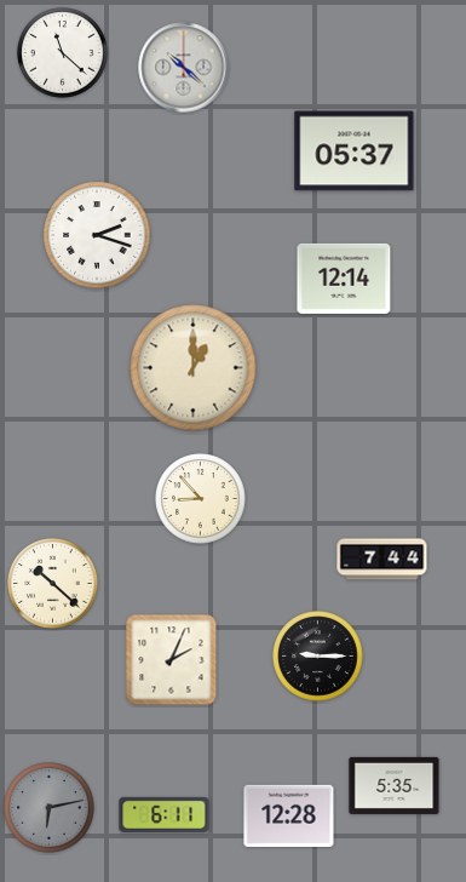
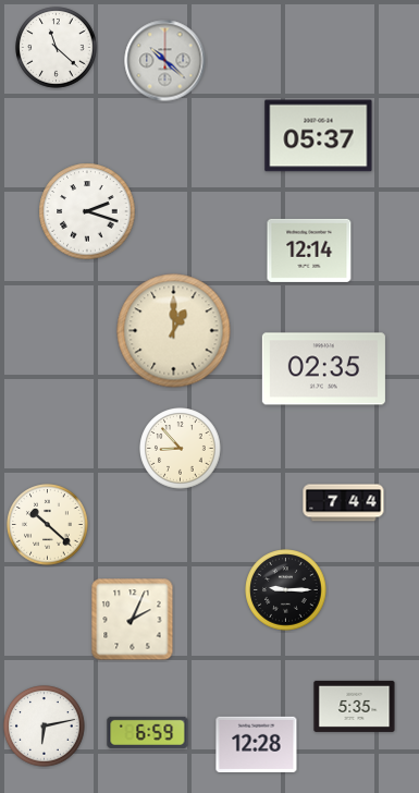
clock at (323, 369): none -> 02:35
clock at (172, 660) position: (172, 660) -> (133, 620)
clock at (50, 808) dial: grey -> white
clock at (165, 814): 6:11 -> 6:59
clock at (289, 815) position: (289, 815) -> (257, 744)
